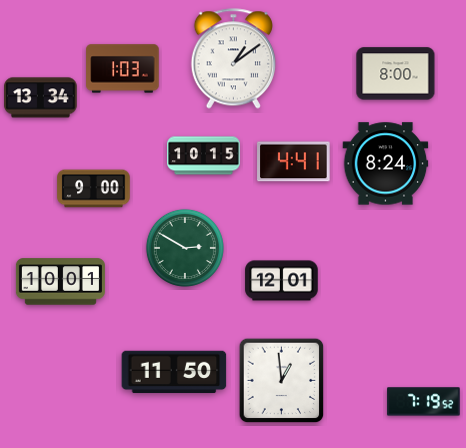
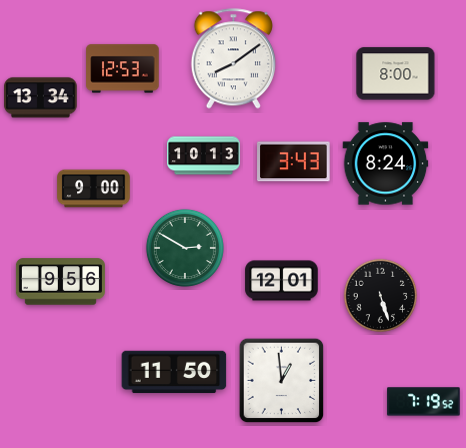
clock at (233, 59): 1:09 -> 8:09
clock at (123, 69): 1:03 -> 12:53
clock at (204, 156): 10:15 -> 10:13
clock at (294, 162): 4:41 -> 3:43
clock at (60, 282): 10:01 -> 9:56
clock at (381, 296): none -> 5:27
